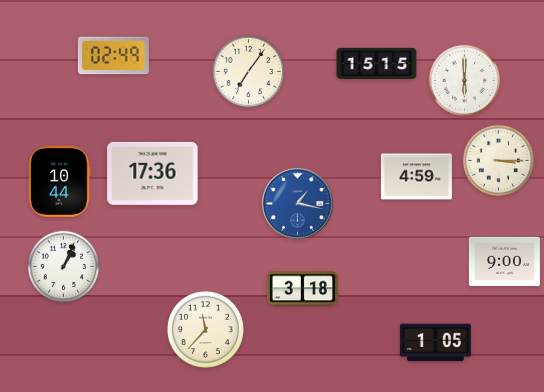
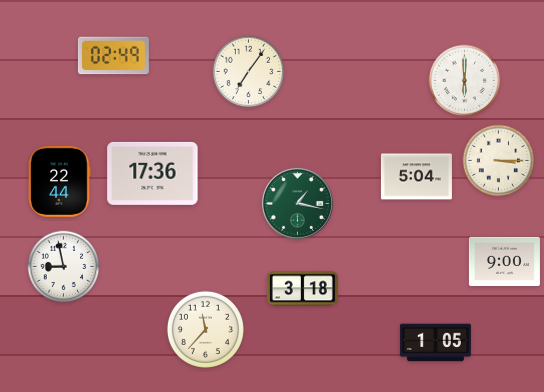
clock at (377, 63): 15:15 -> none
clock at (416, 177): 4:59 -> 5:04
clock at (59, 181): 10:44 -> 22:44
clock at (297, 203) dial: blue -> green
clock at (64, 267): 1:04 -> 8:58
